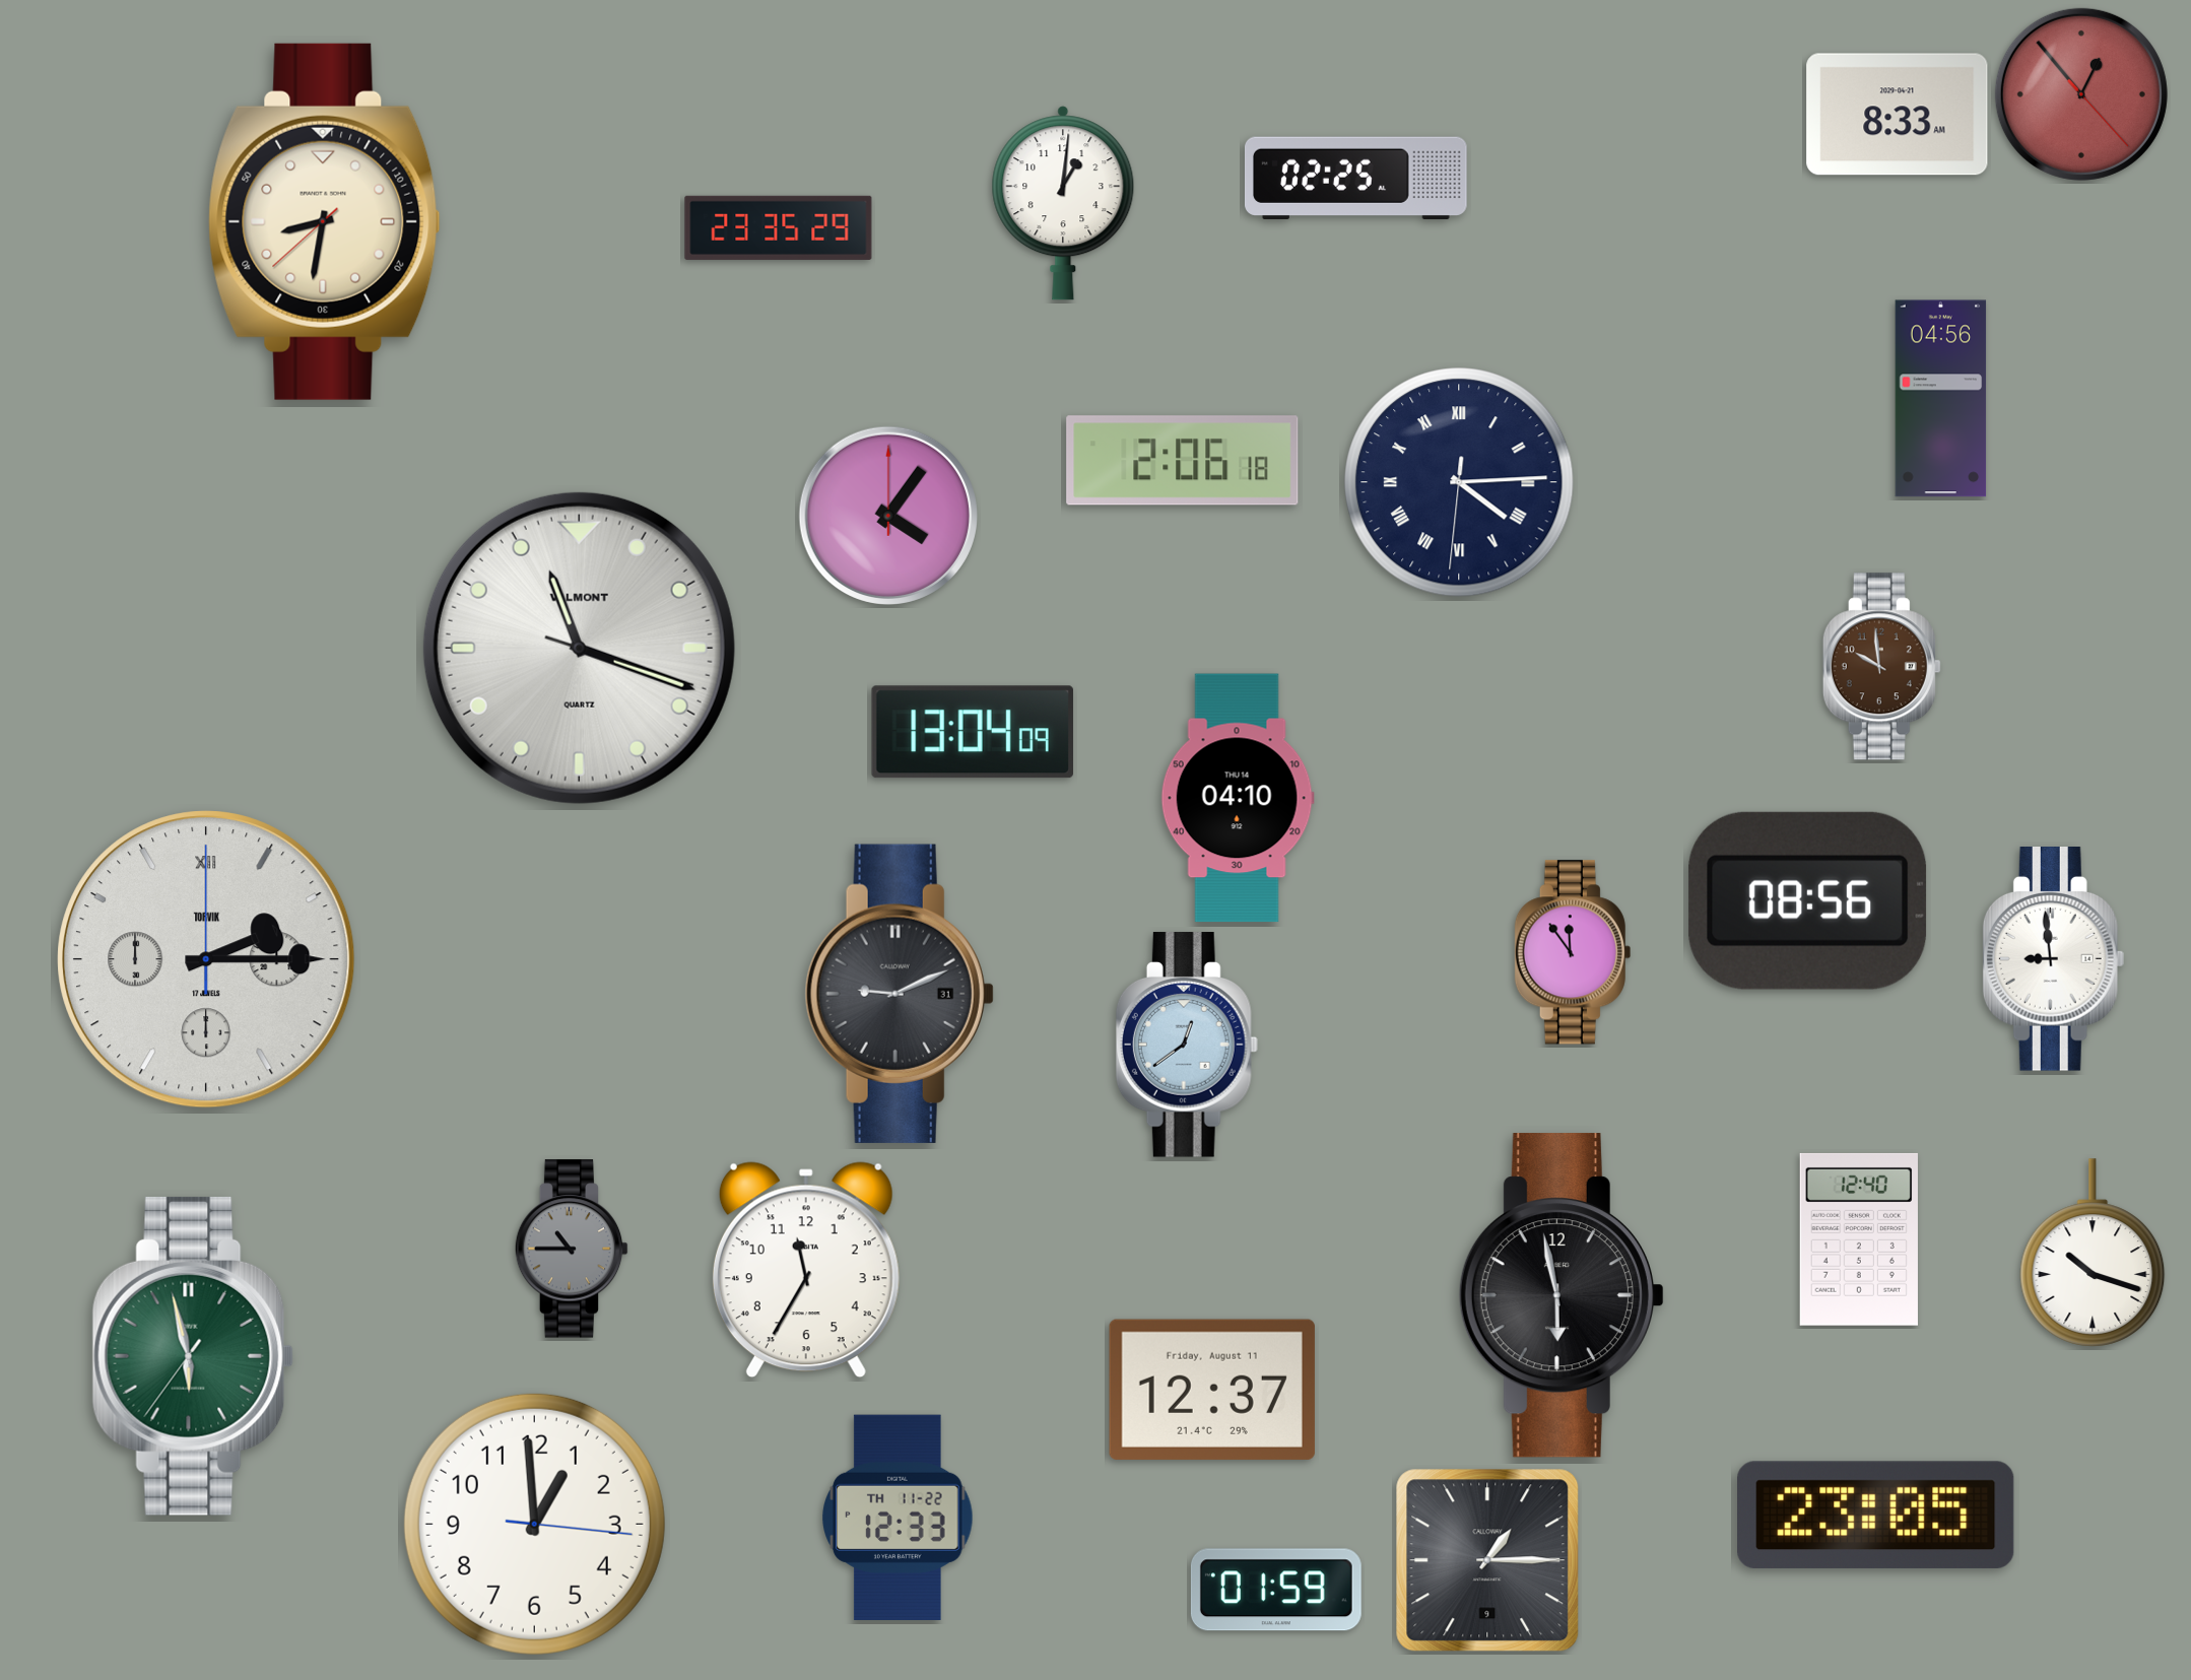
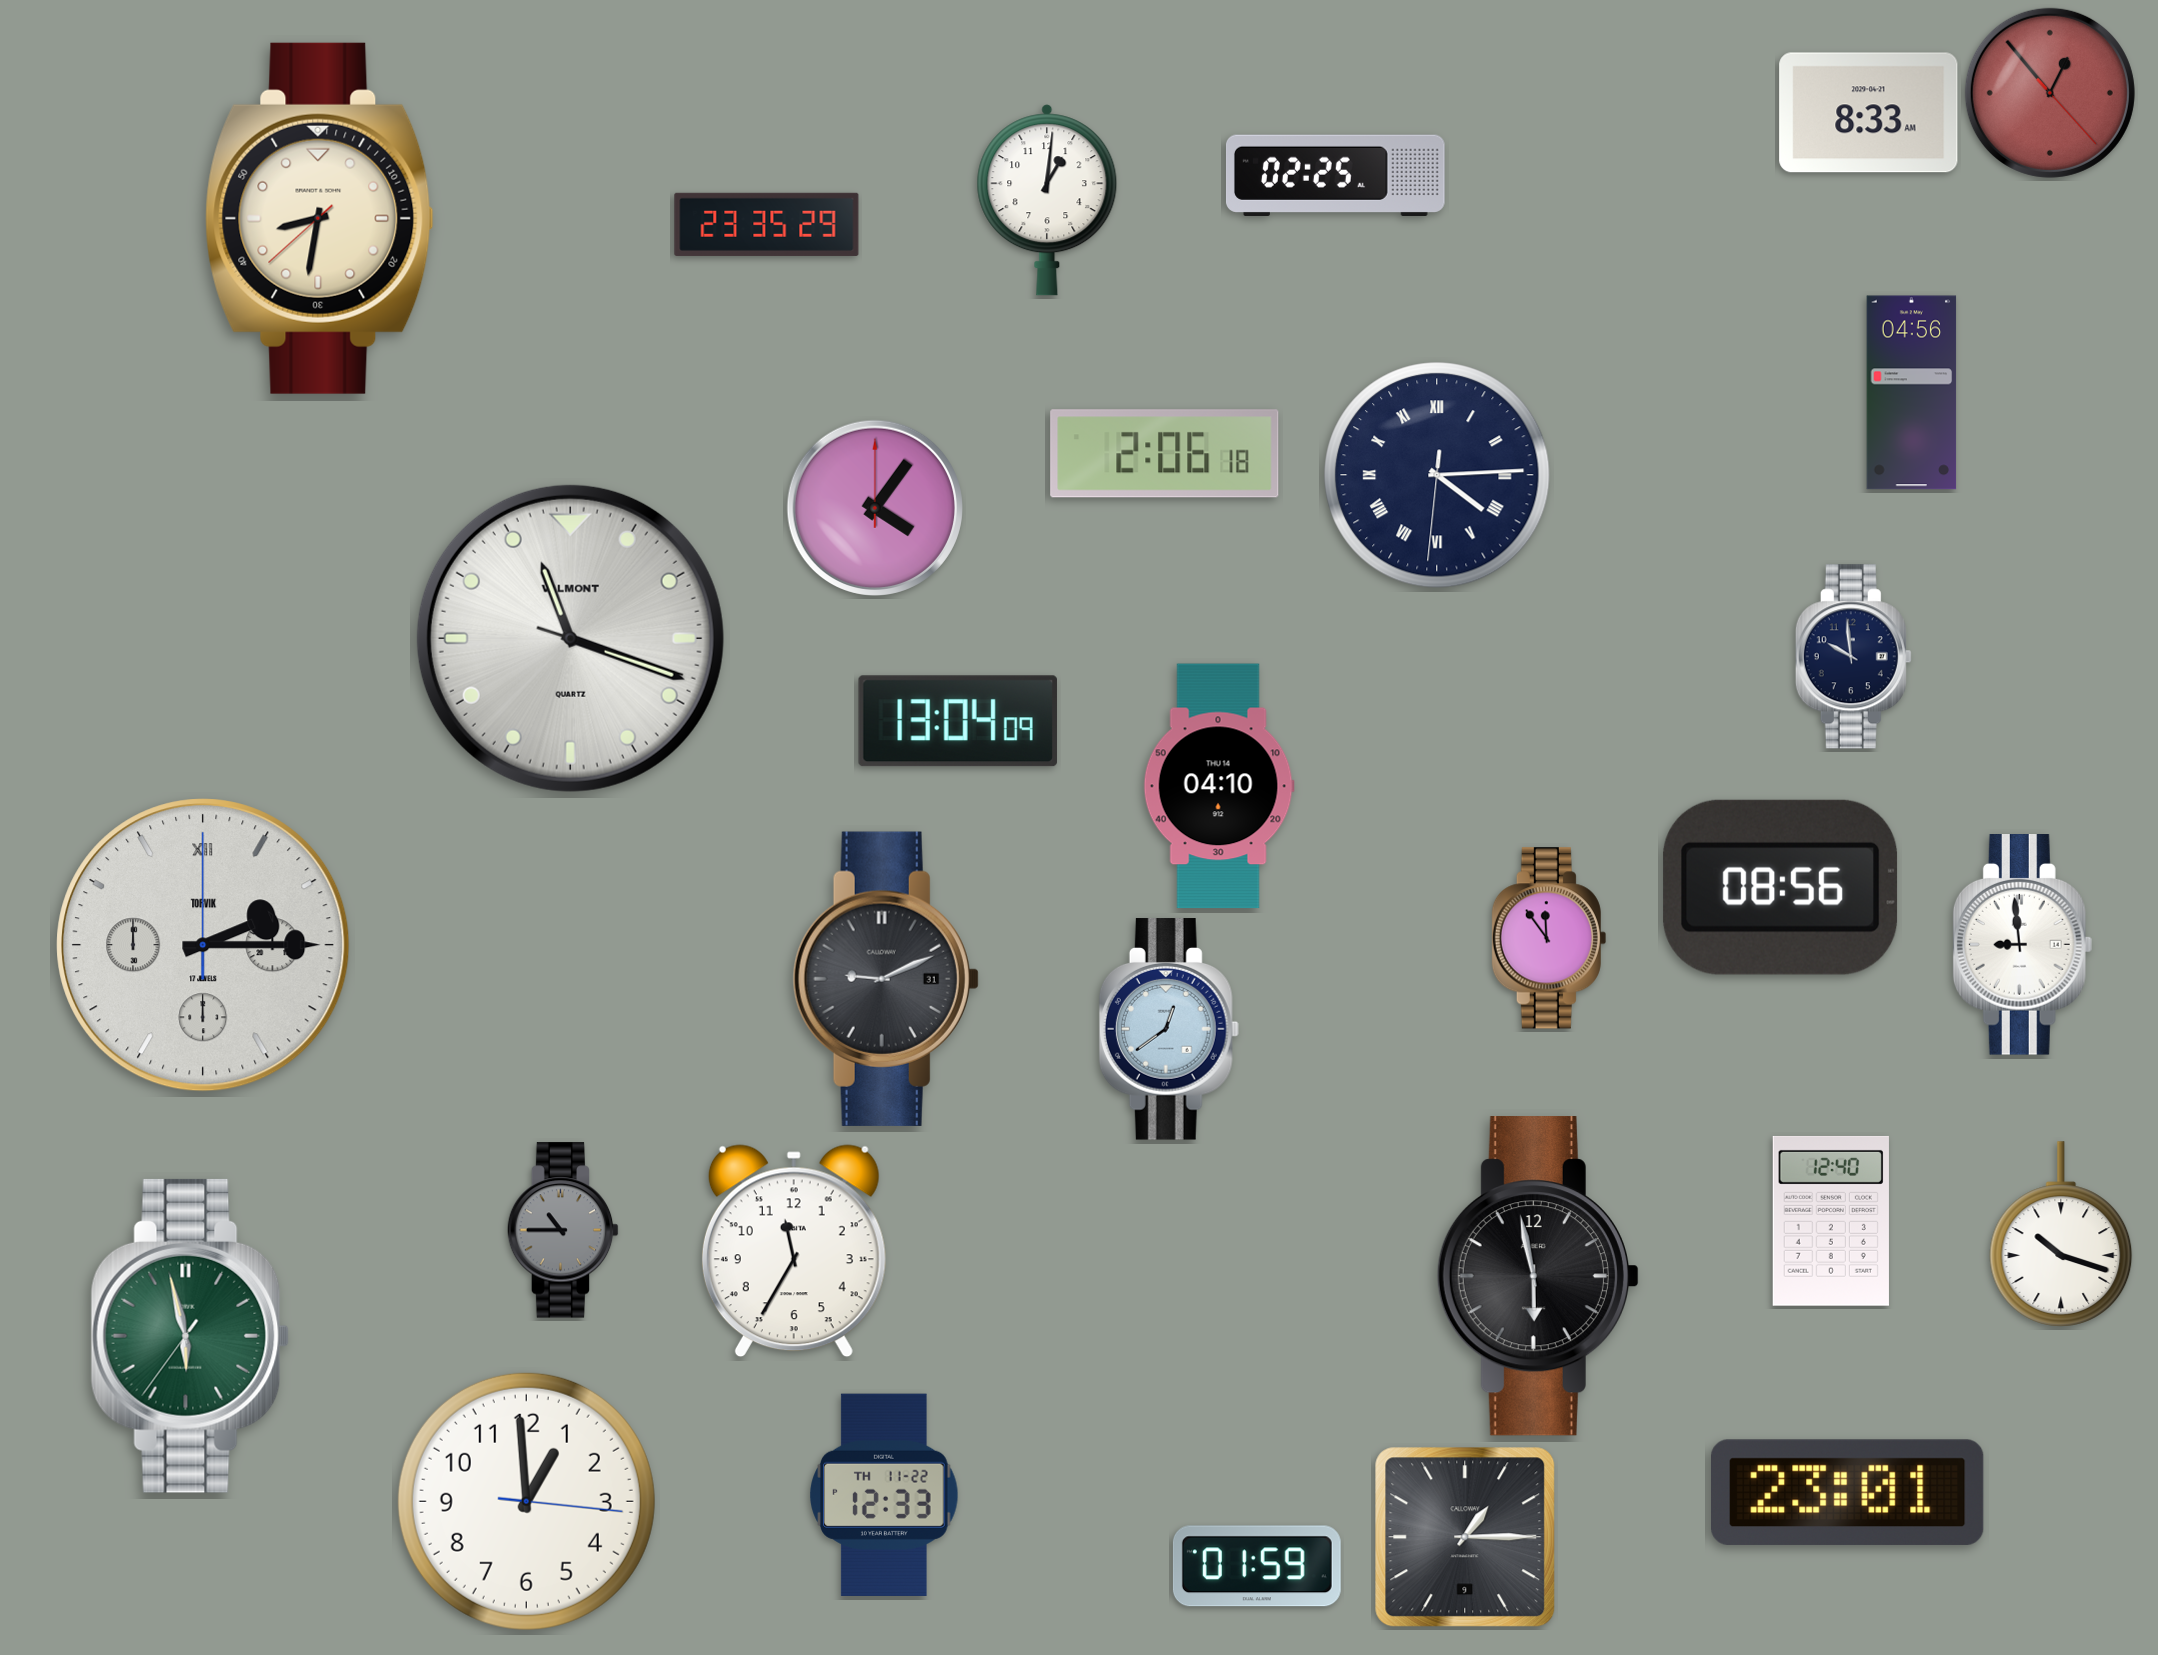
clock at (1881, 667) dial: brown -> navy
clock at (1212, 1390): 12:37 -> none
clock at (1876, 1515): 23:05 -> 23:01
